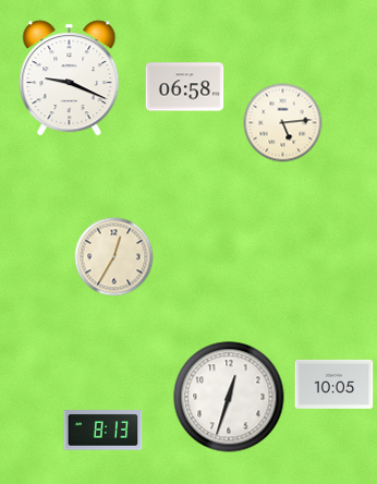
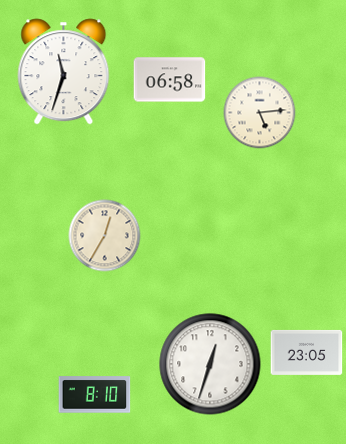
clock at (70, 78): 9:19 -> 11:33
clock at (335, 384): 10:05 -> 23:05
clock at (104, 431): 8:13 -> 8:10
